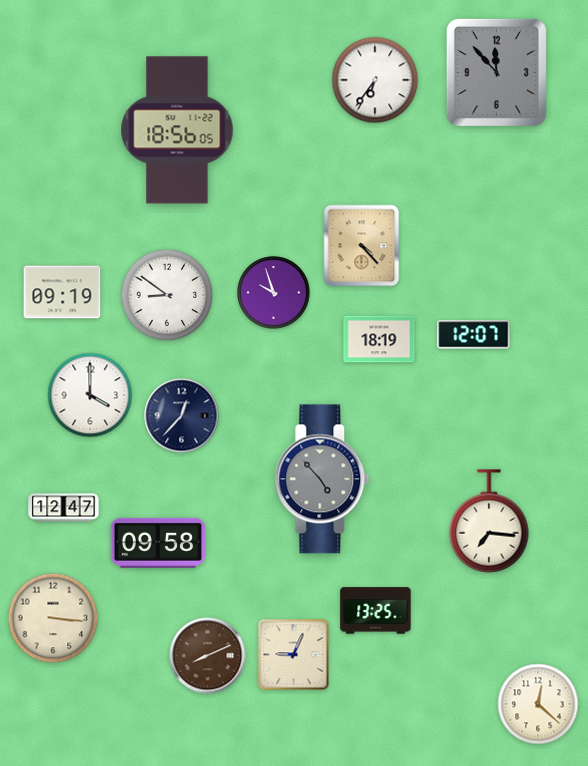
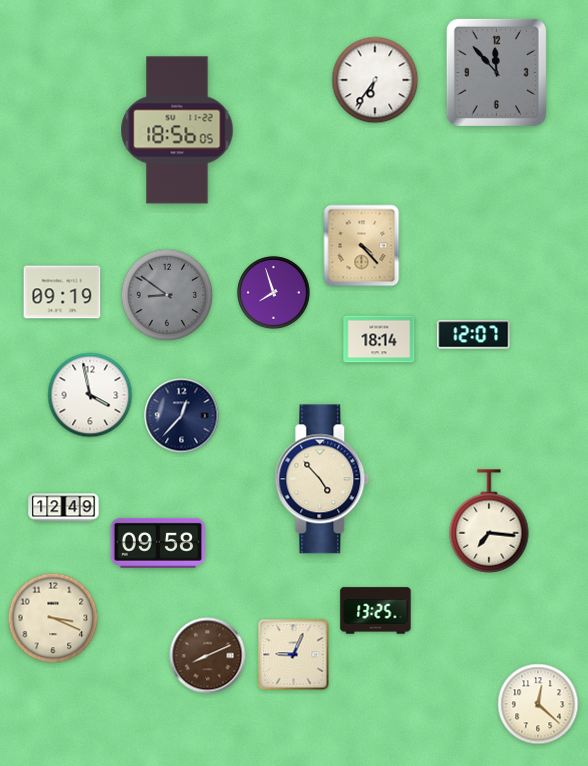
clock at (274, 293): 9:57 -> 7:57
clock at (167, 295) dial: white -> grey
clock at (379, 339): 18:19 -> 18:14
clock at (90, 395): 4:00 -> 3:58
clock at (322, 479) dial: grey -> cream
clock at (64, 508): 12:47 -> 12:49
clock at (53, 618): 3:16 -> 3:19
